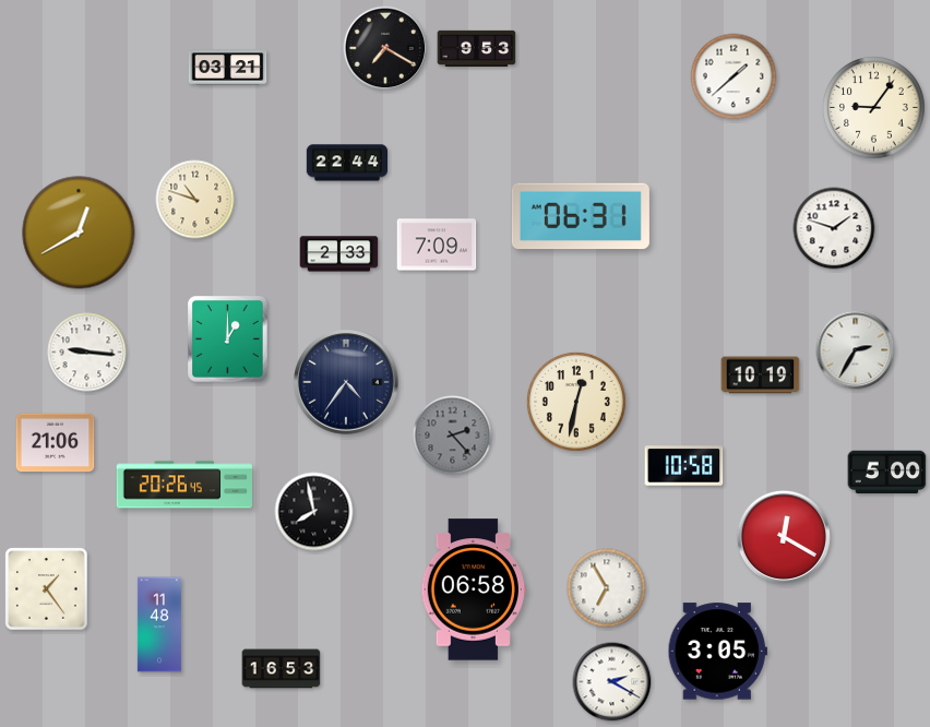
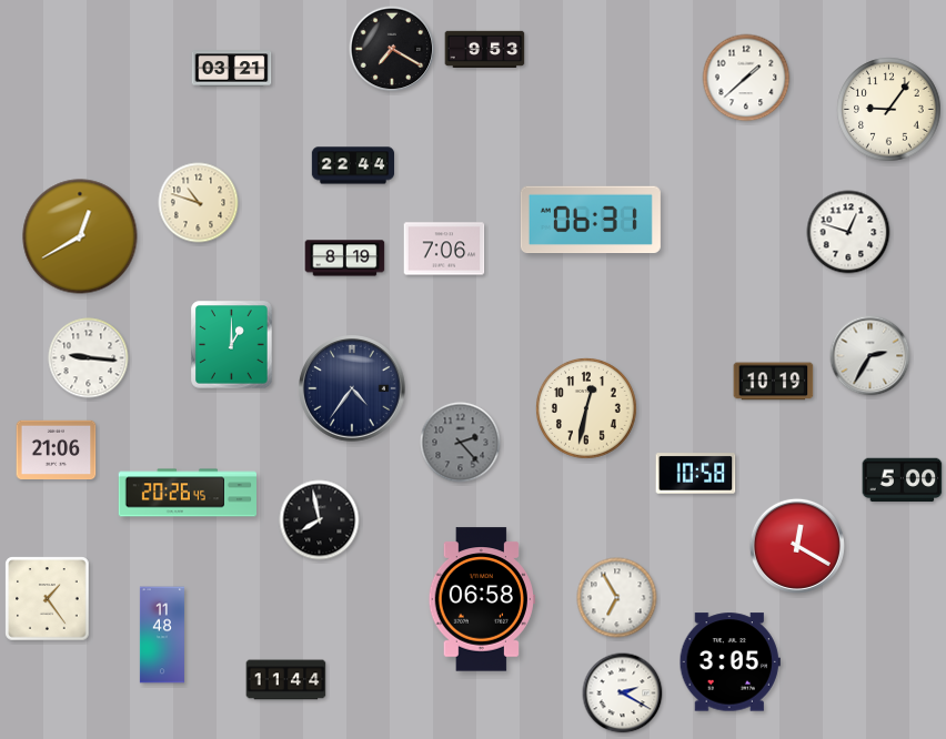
clock at (834, 228): 1:48 -> 12:48
clock at (437, 245): 7:09 -> 7:06
clock at (339, 254): 2:33 -> 8:19
clock at (282, 669): 16:53 -> 11:44
